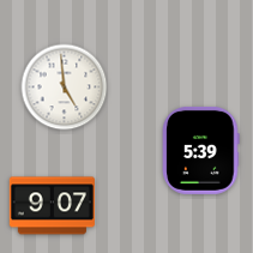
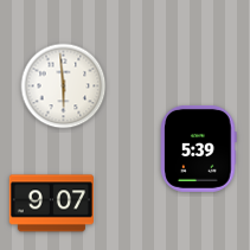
clock at (65, 88): 4:59 -> 5:59
